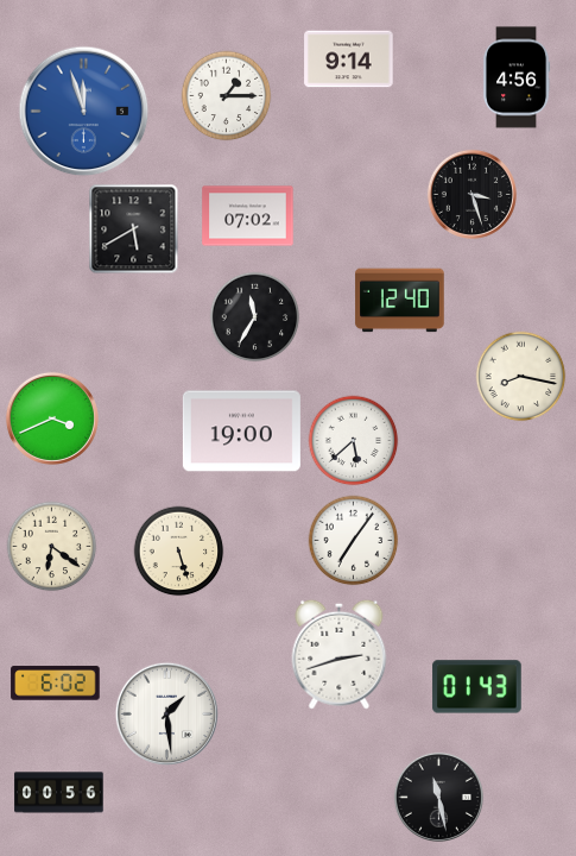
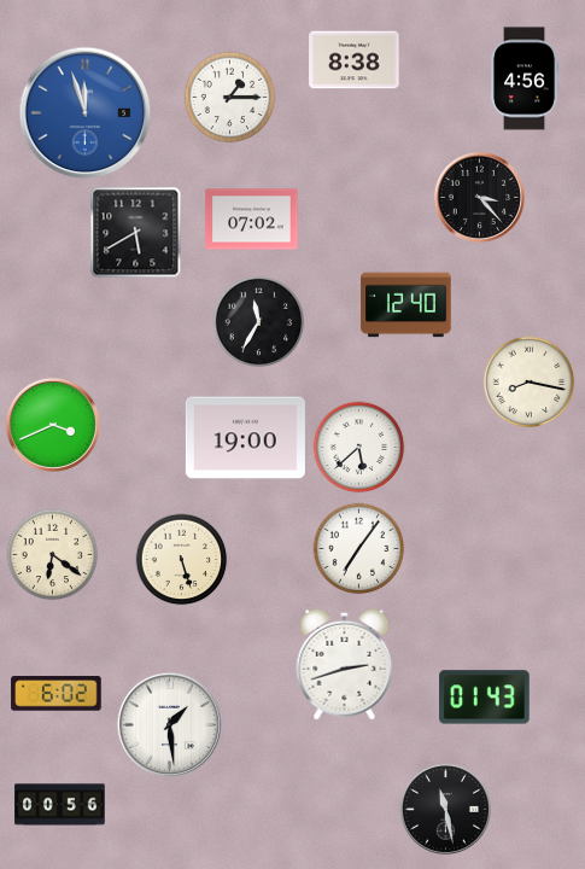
clock at (349, 59): 9:14 -> 8:38
clock at (471, 194): 3:27 -> 3:23
